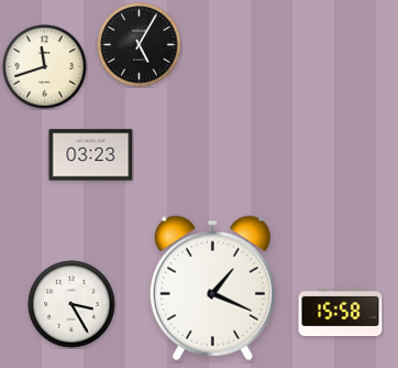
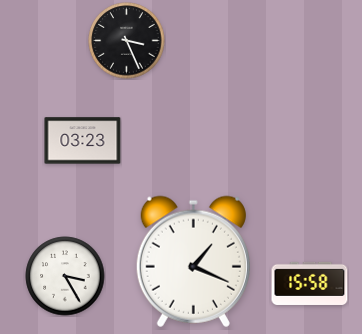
clock at (140, 45): 5:05 -> 3:26
clock at (45, 67): 11:42 -> none
